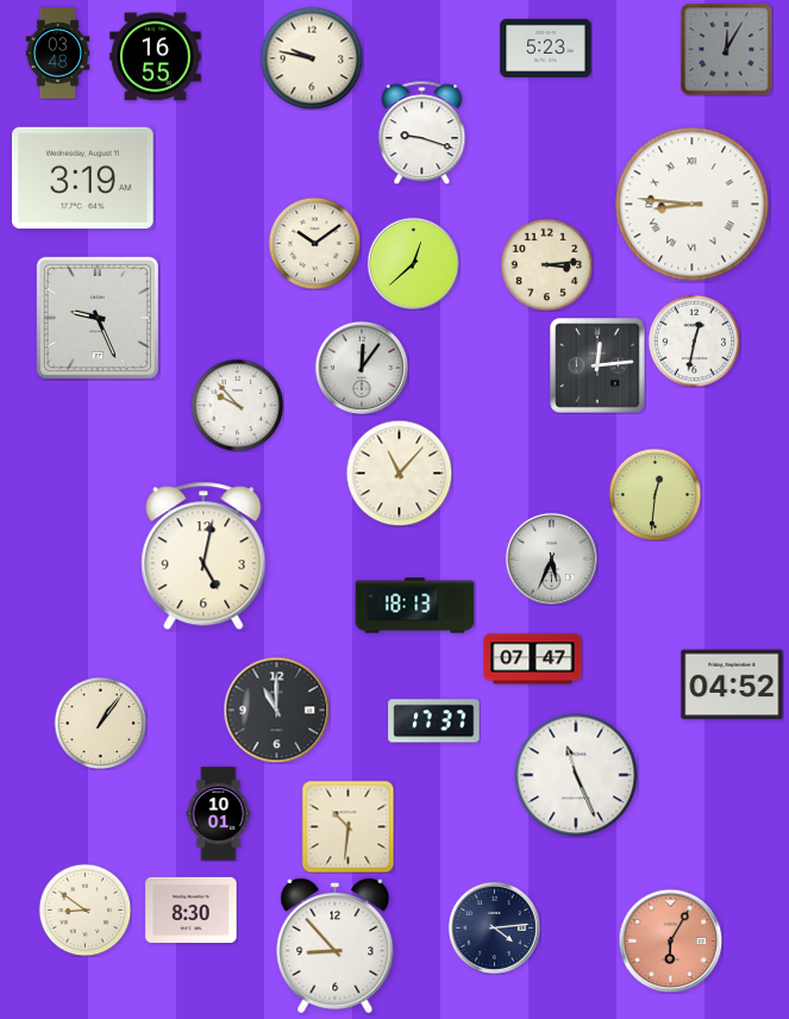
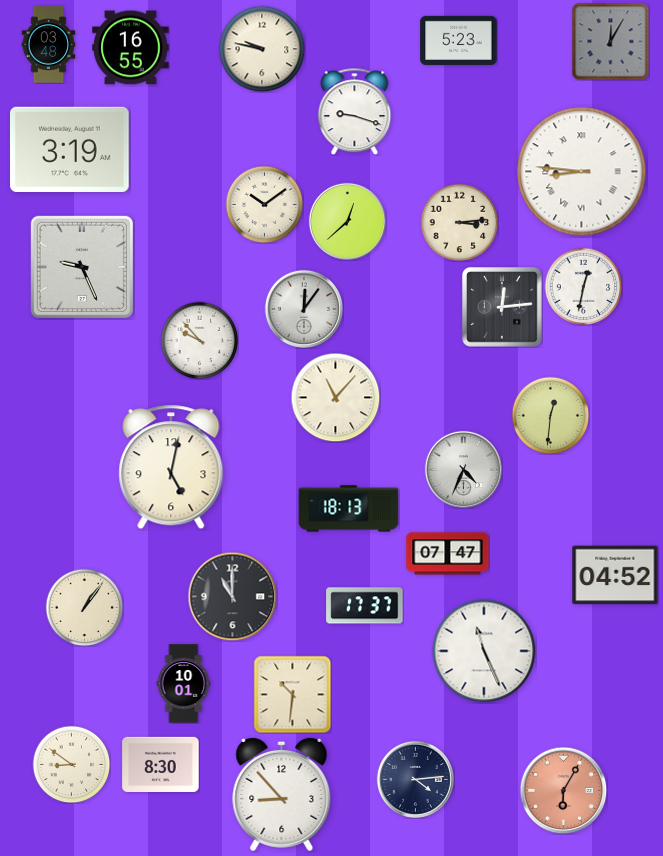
clock at (551, 558): 5:34 -> 4:34
